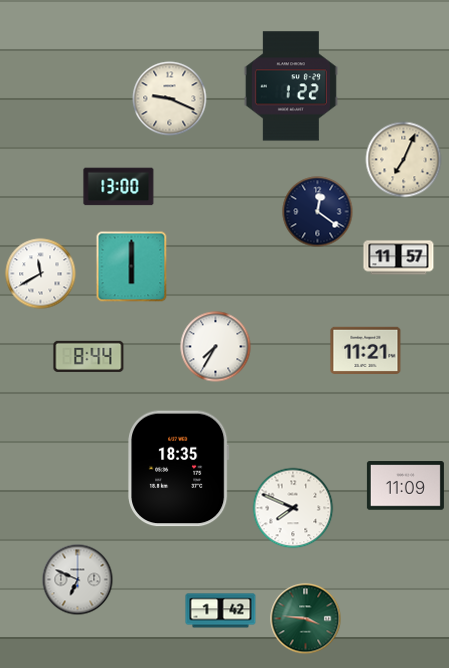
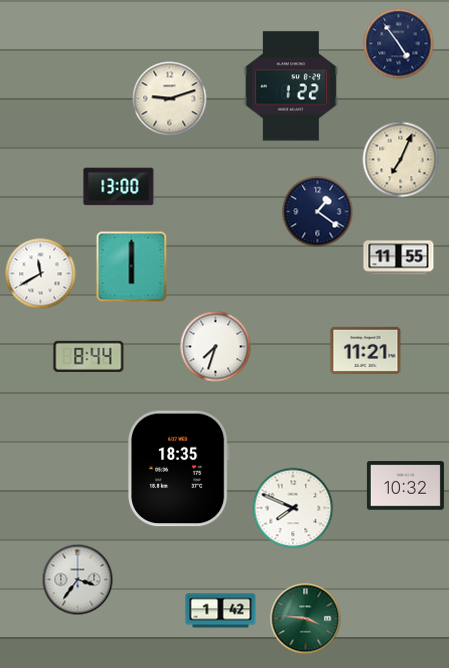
clock at (399, 44): none -> 4:54
clock at (170, 99): 9:19 -> 9:12
clock at (404, 160) position: (404, 160) -> (401, 160)
clock at (318, 212): 12:21 -> 1:21
clock at (399, 258): 11:57 -> 11:55
clock at (216, 347): 7:35 -> 7:33
clock at (405, 486): 11:09 -> 10:32
clock at (78, 580): 6:49 -> 3:36
